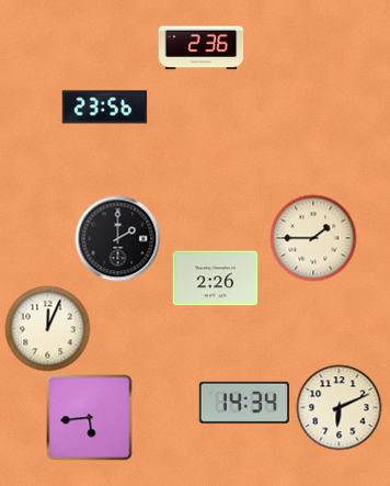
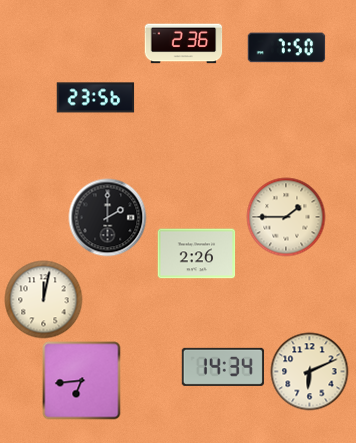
clock at (286, 48): none -> 7:50
clock at (47, 328): 12:04 -> 12:02
clock at (89, 417): 5:44 -> 6:44
